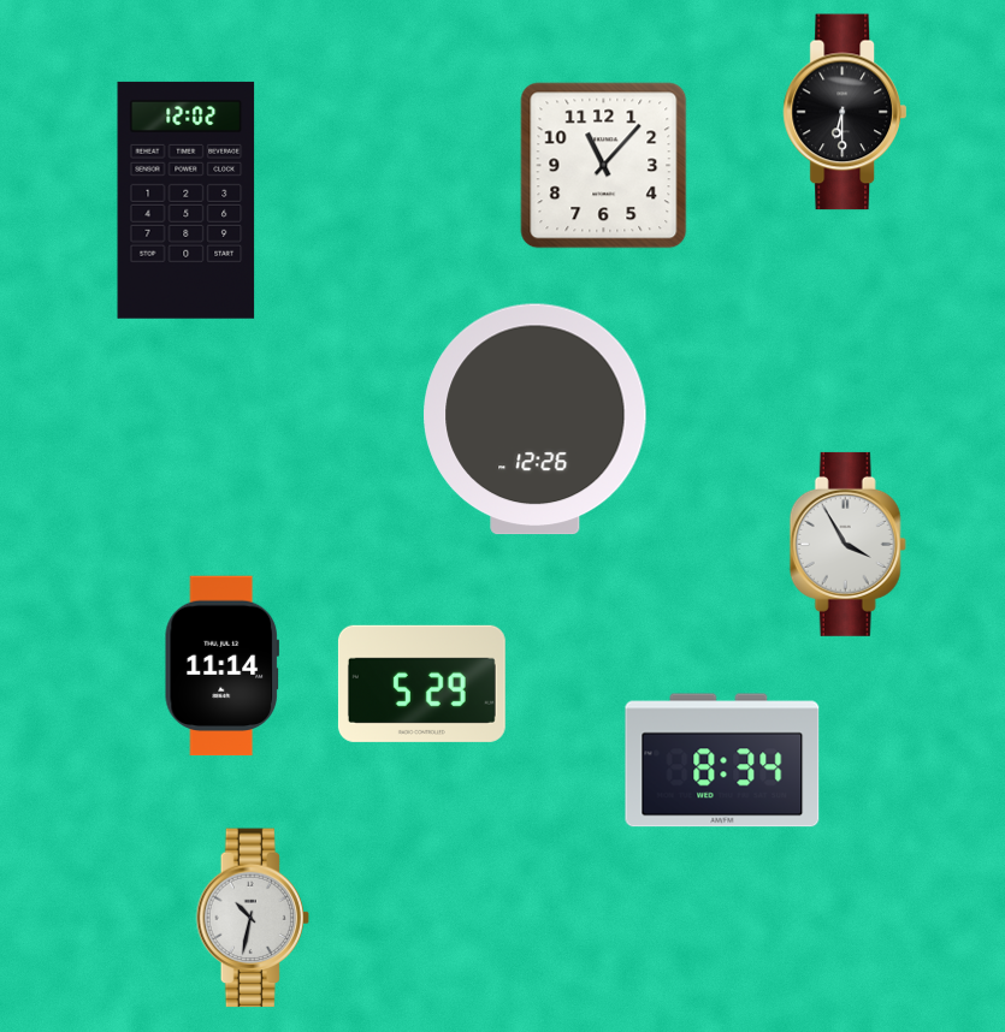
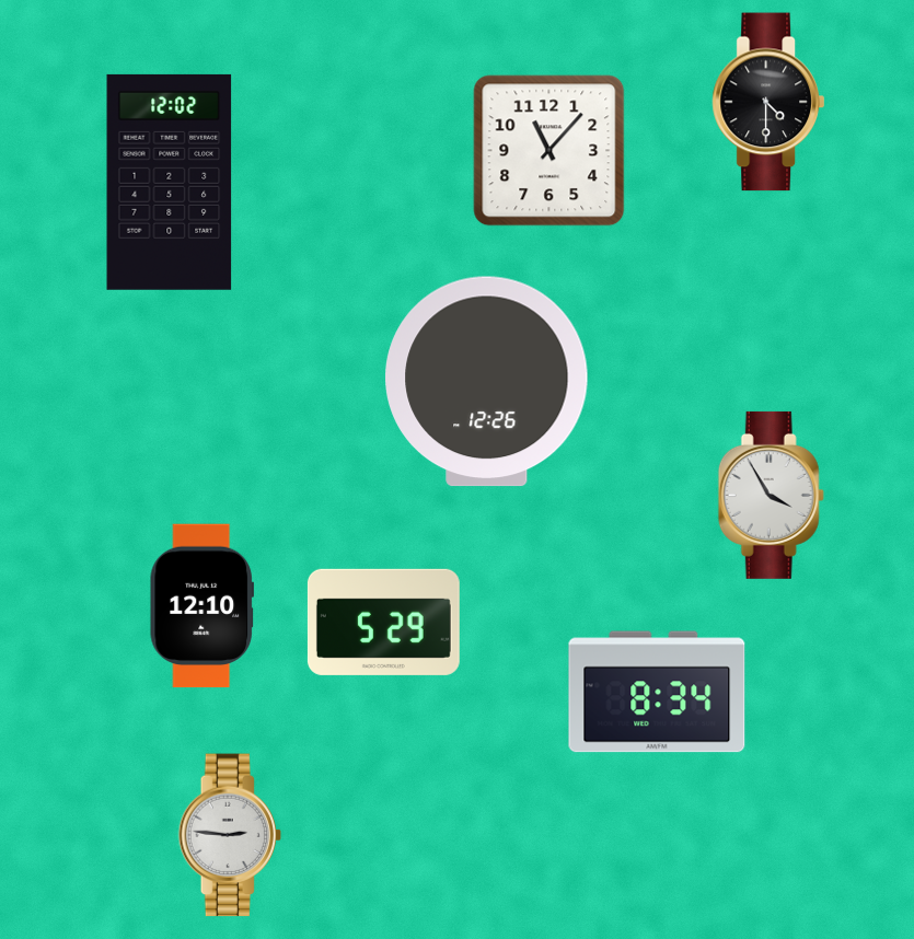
clock at (845, 112): 6:30 -> 4:30
clock at (221, 666): 11:14 -> 12:10
clock at (252, 918): 10:32 -> 2:46
